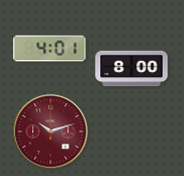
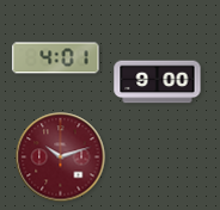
clock at (50, 49) position: (50, 49) -> (56, 58)
clock at (132, 69): 8:00 -> 9:00
